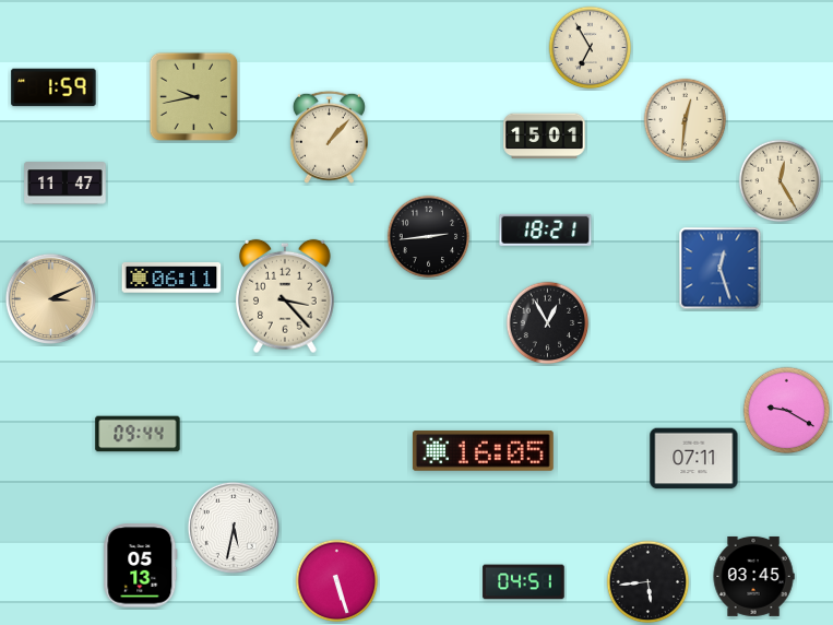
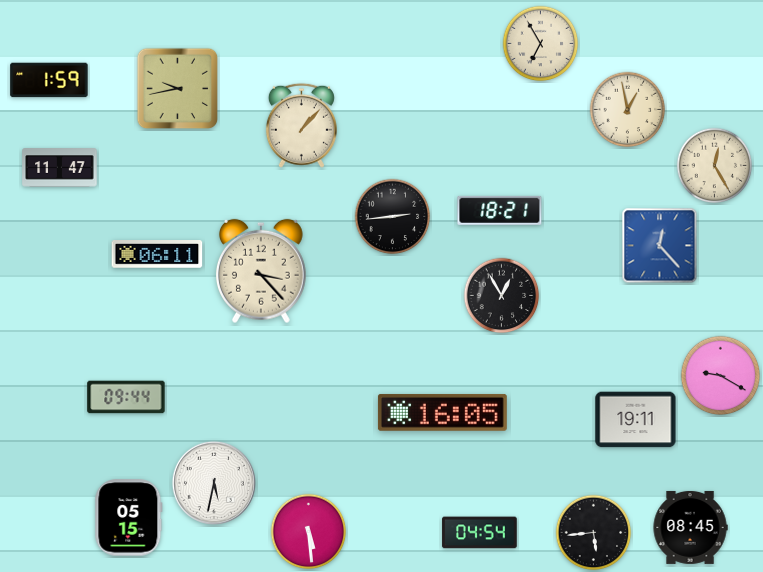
clock at (686, 120): 12:31 -> 12:58
clock at (545, 137): 15:01 -> none
clock at (721, 269): 12:27 -> 12:23
clock at (50, 298): 3:11 -> none
clock at (694, 459): 07:11 -> 19:11
clock at (141, 566): 05:13 -> 05:15
clock at (753, 576): 03:45 -> 08:45
clock at (337, 581): 5:27 -> 5:29
clock at (524, 582): 04:51 -> 04:54
